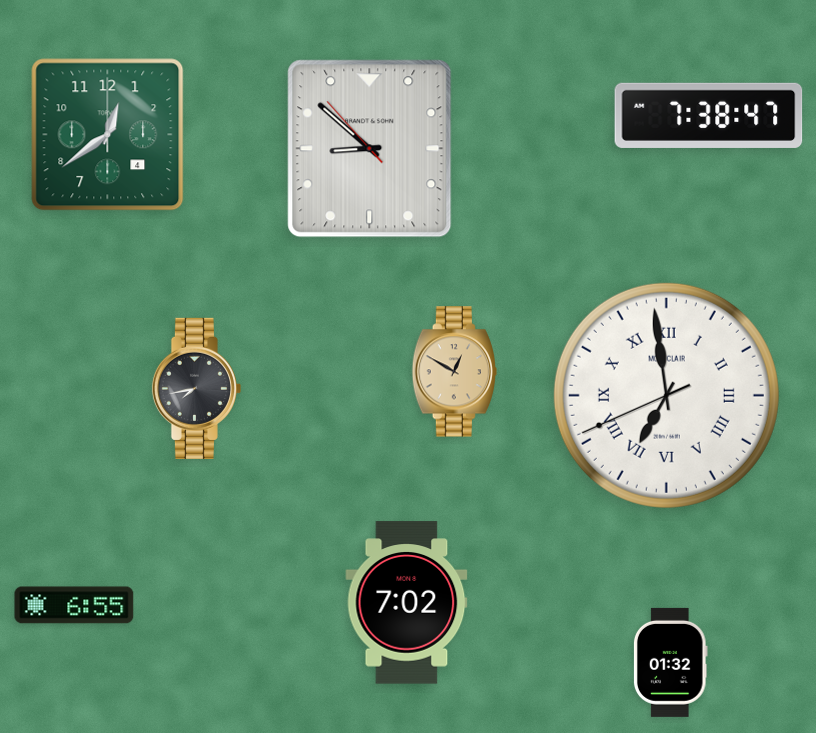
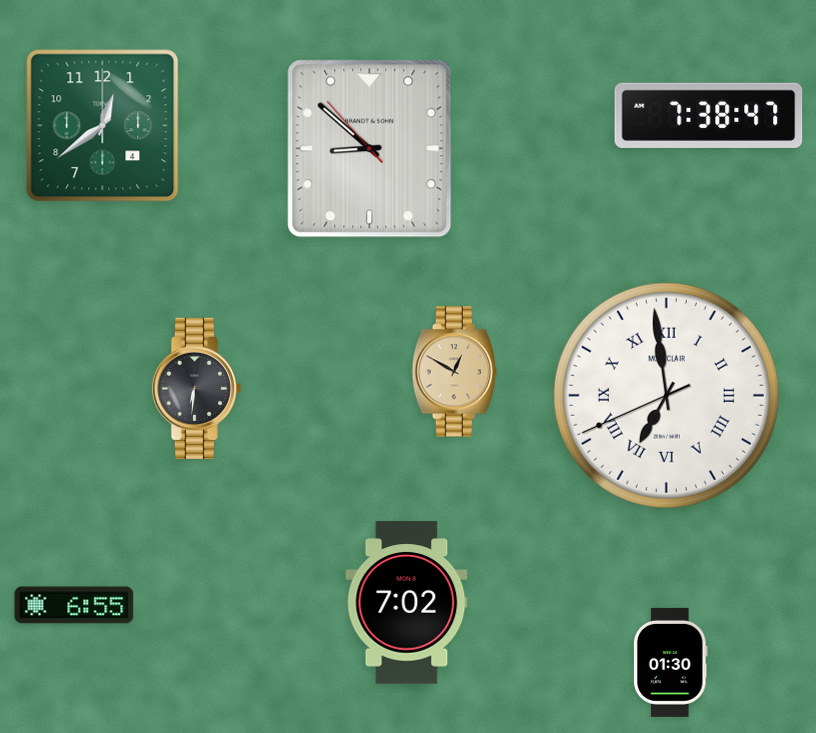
clock at (108, 135) position: (108, 135) -> (103, 126)
clock at (196, 388): 7:43 -> 6:31
clock at (670, 662): 01:32 -> 01:30
